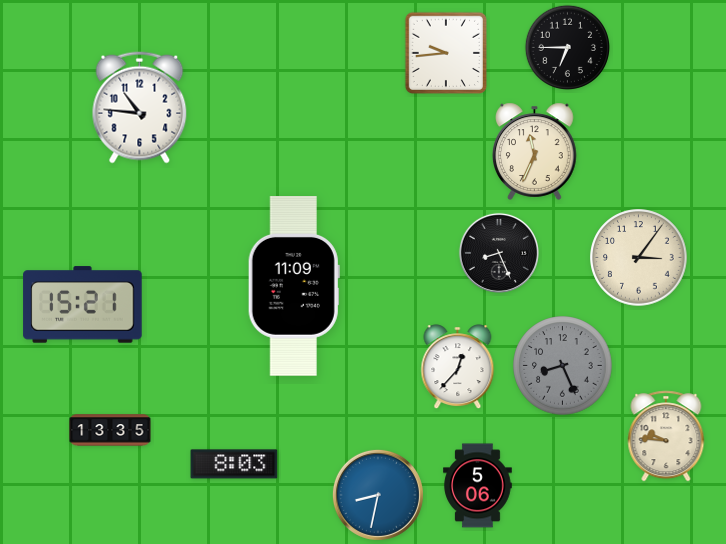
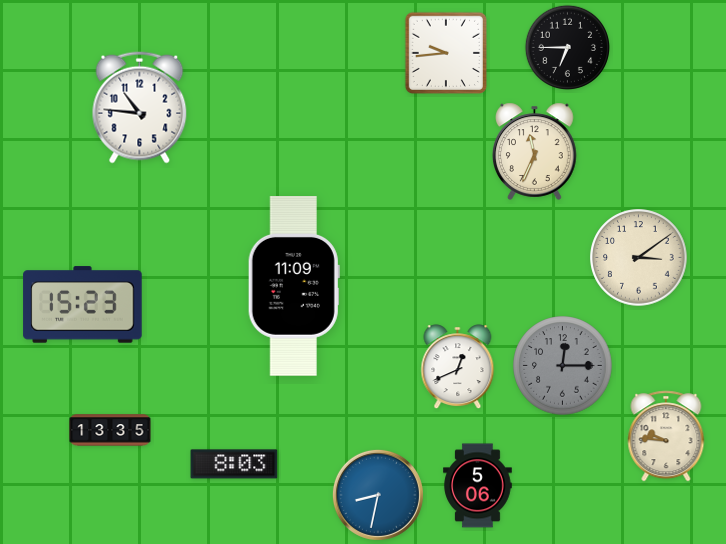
clock at (499, 253): 8:26 -> none
clock at (639, 258): 3:06 -> 3:09
clock at (83, 305): 15:21 -> 15:23
clock at (563, 366): 8:26 -> 12:15
clock at (458, 367): 12:37 -> 12:41
